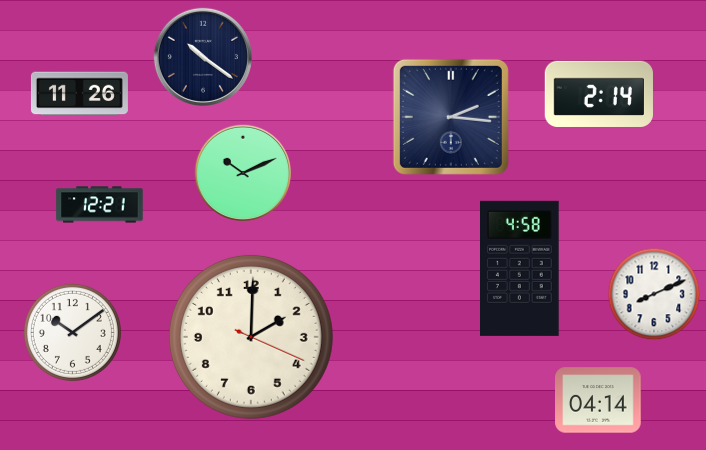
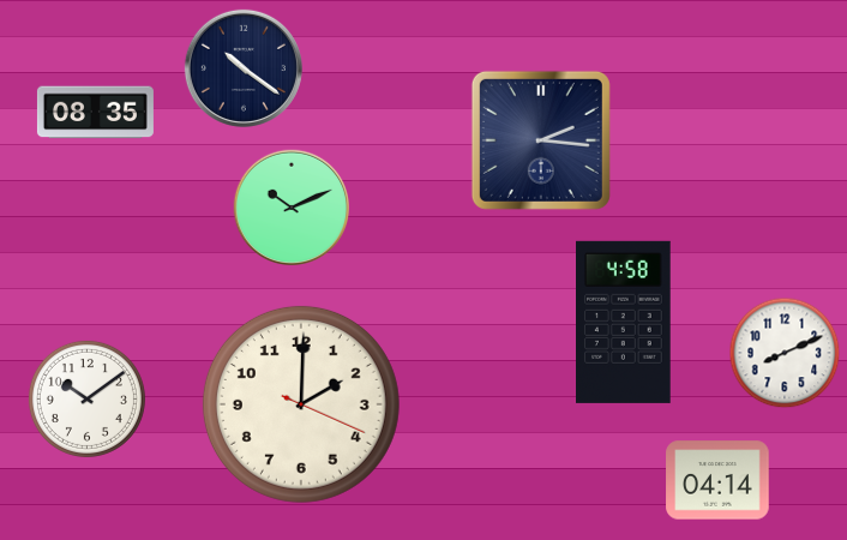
clock at (599, 93): 2:14 -> none
clock at (79, 94): 11:26 -> 08:35
clock at (100, 205): 12:21 -> none
